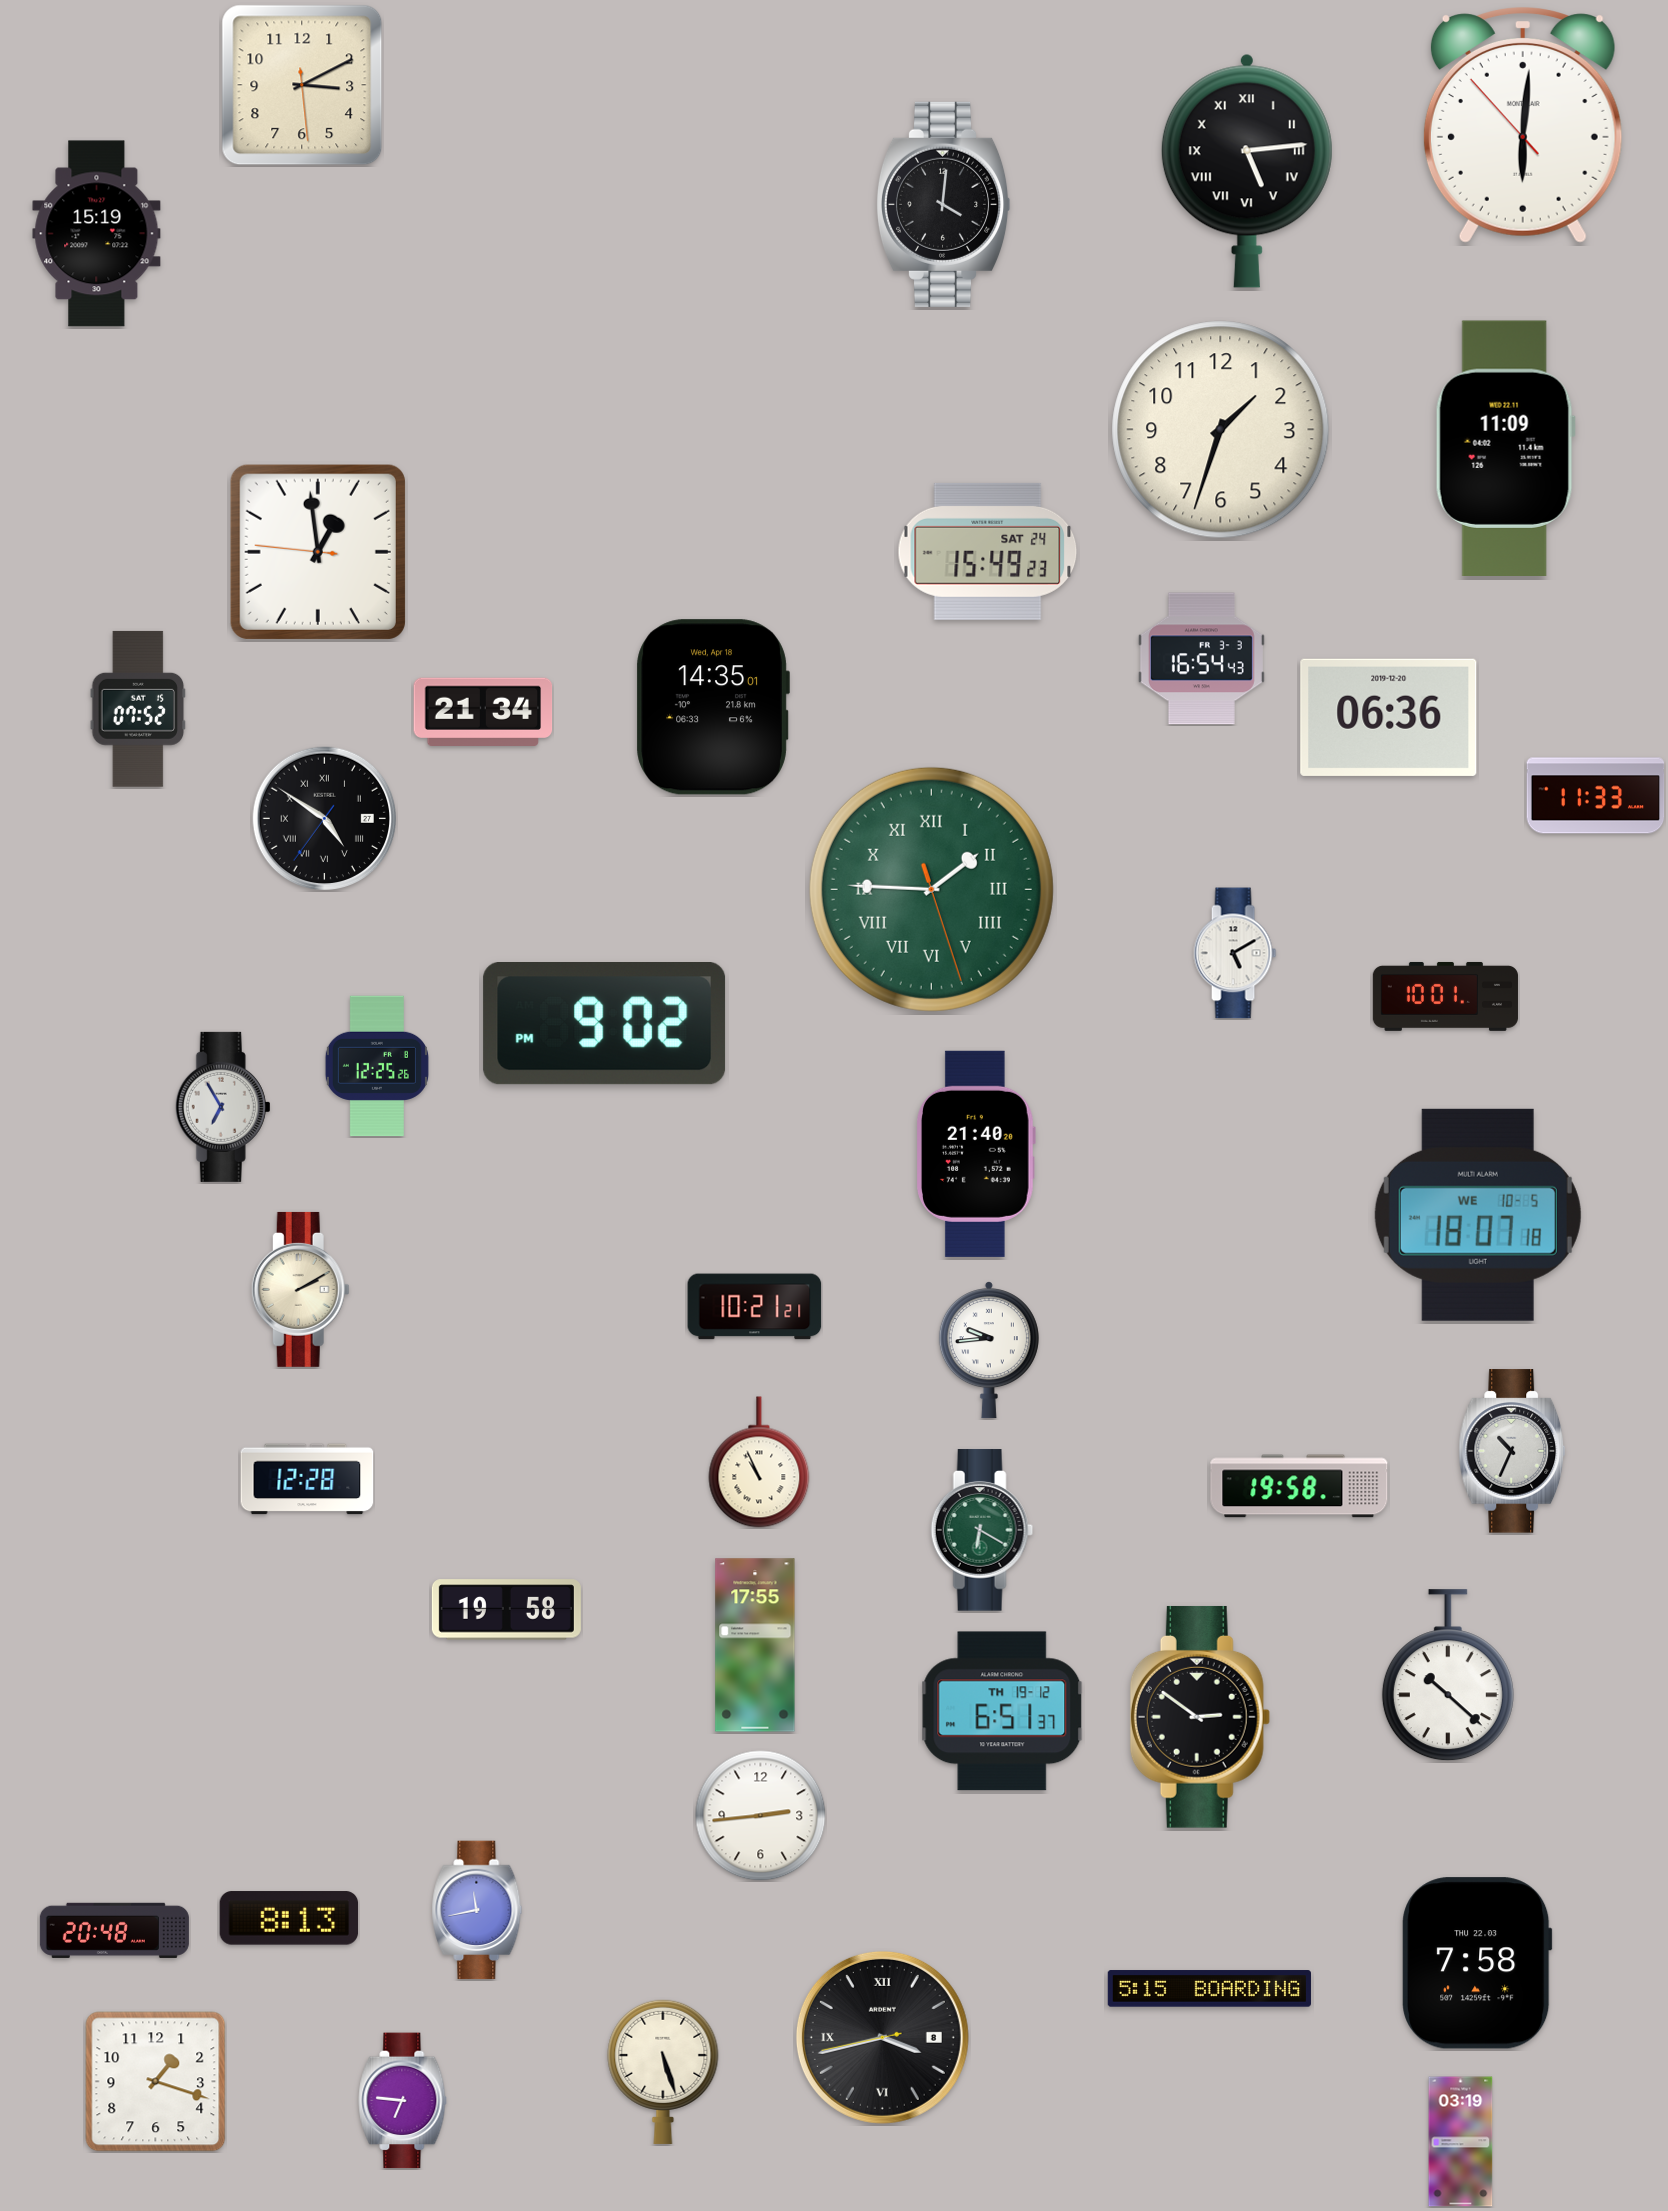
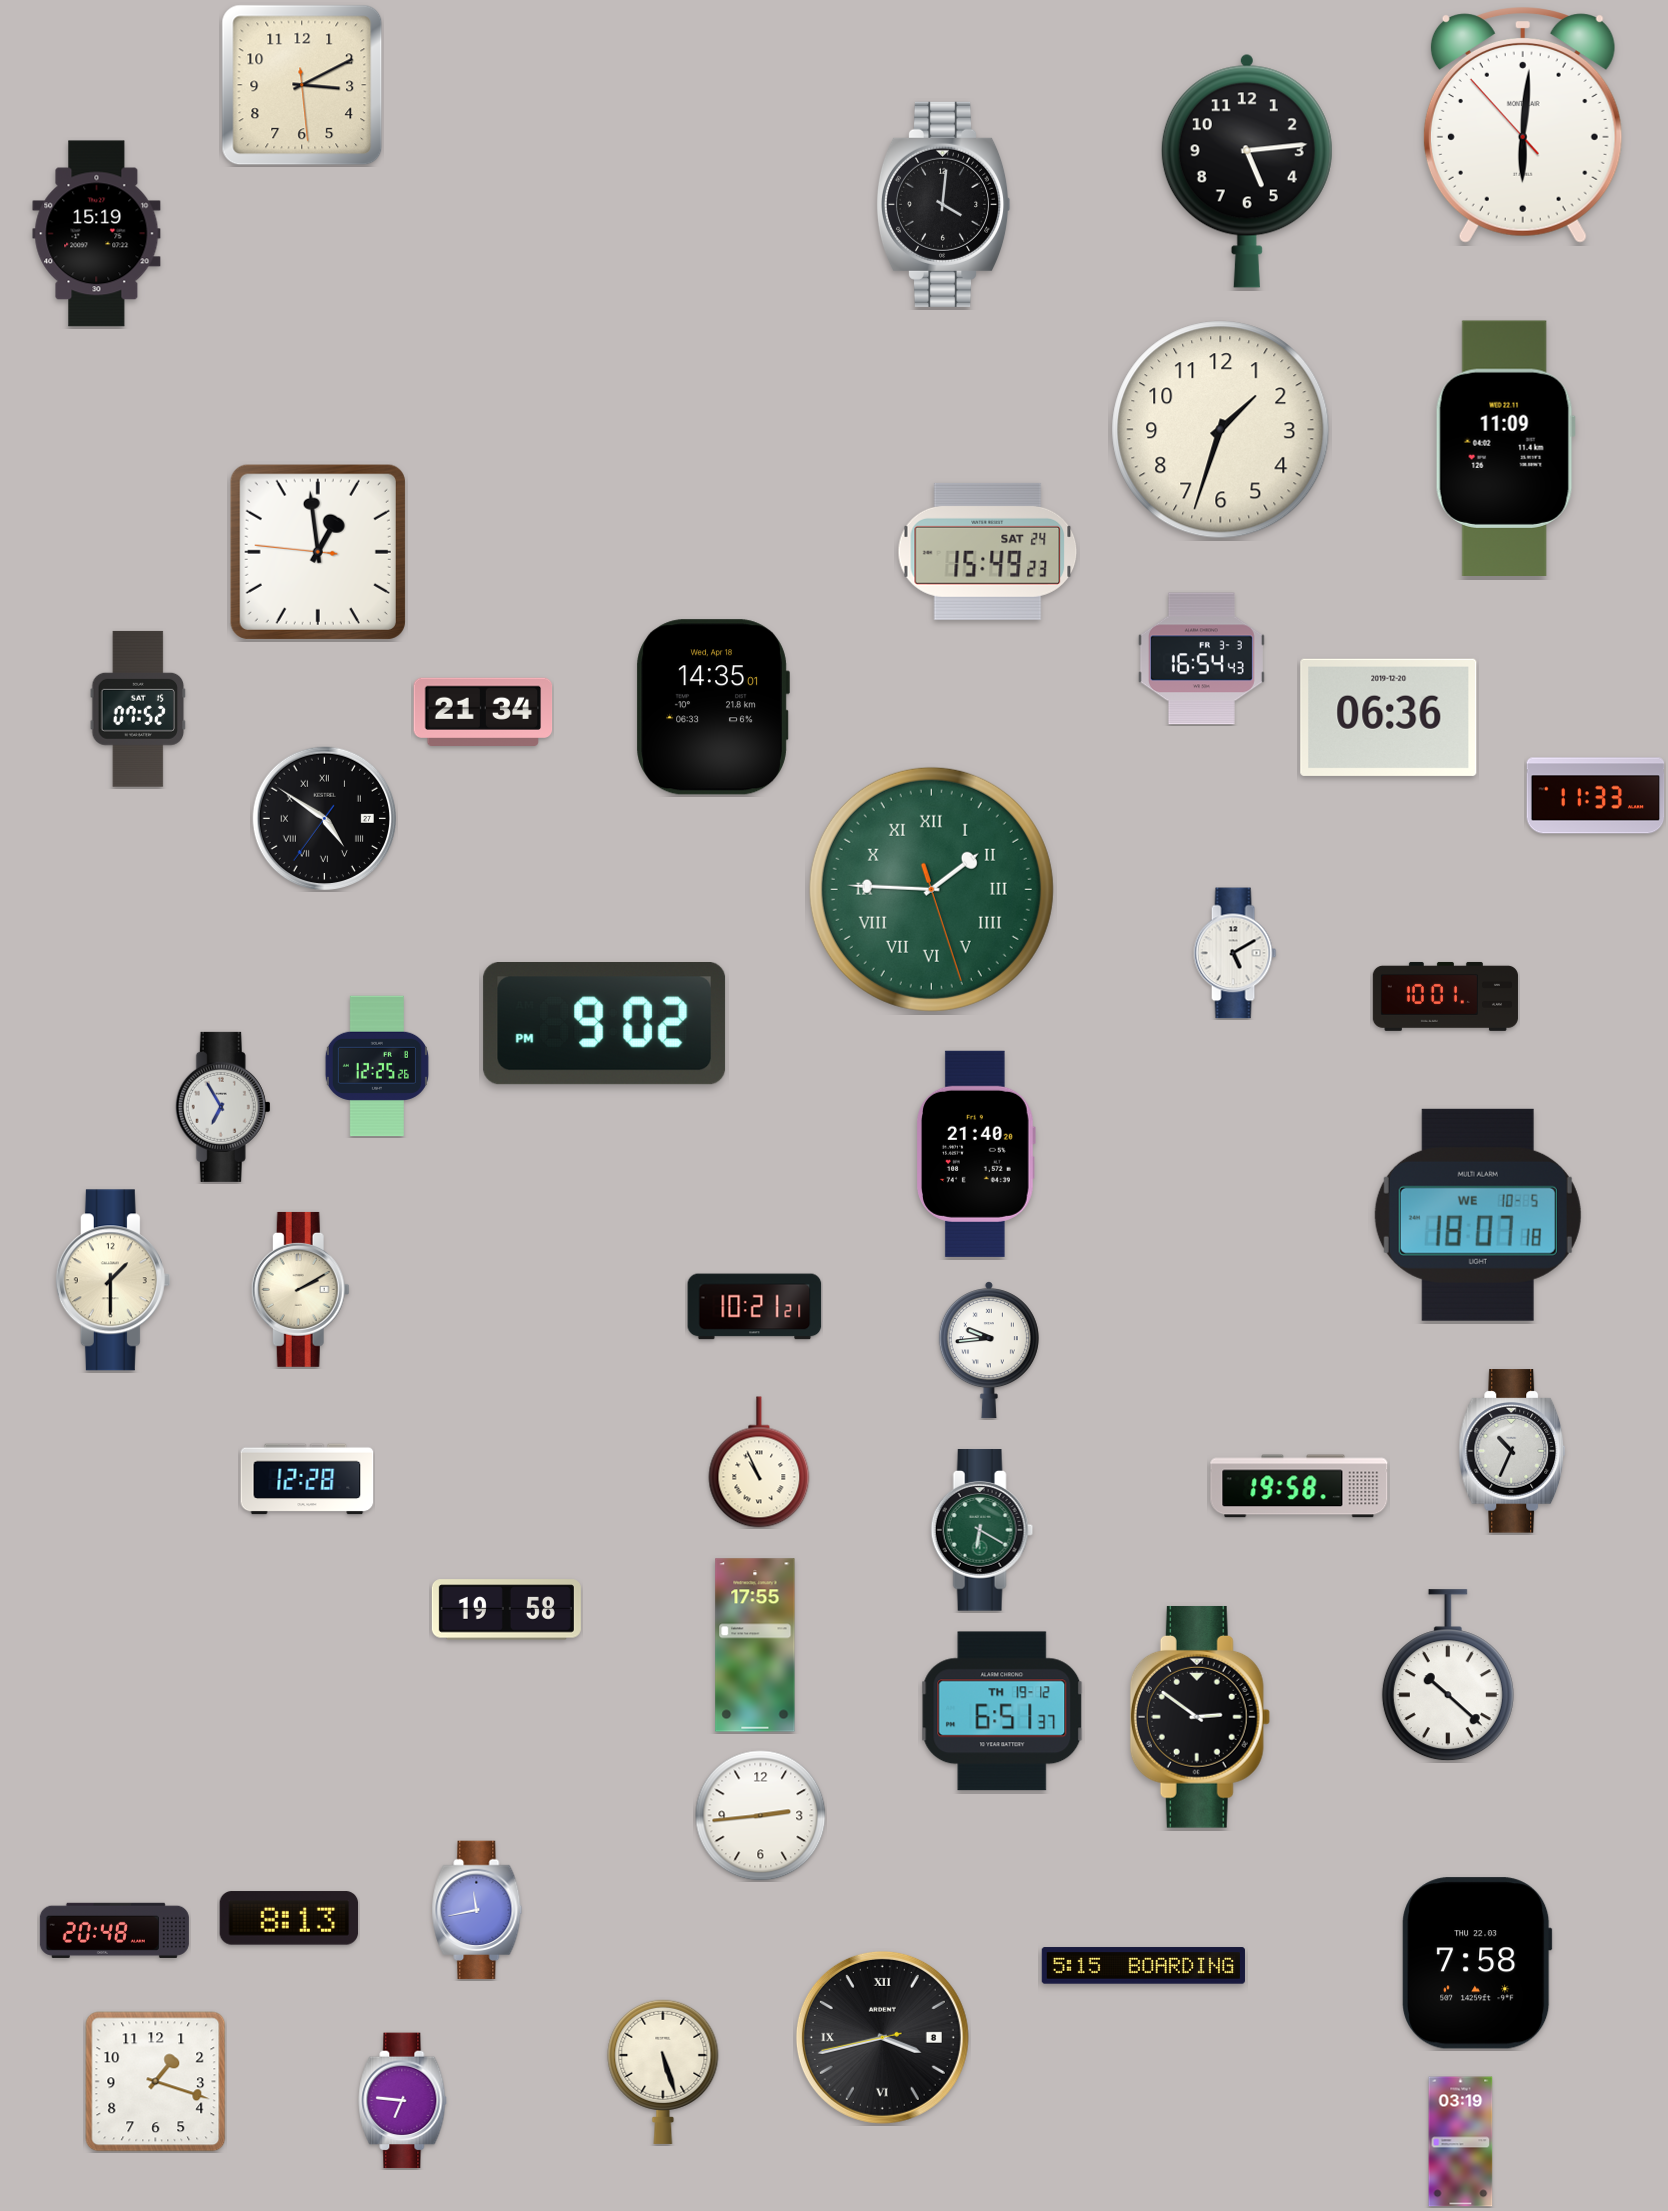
clock at (1247, 171) numerals: Roman -> Arabic
clock at (113, 1280): none -> 1:30
clock at (1209, 1989) position: (1209, 1989) -> (1143, 1966)
